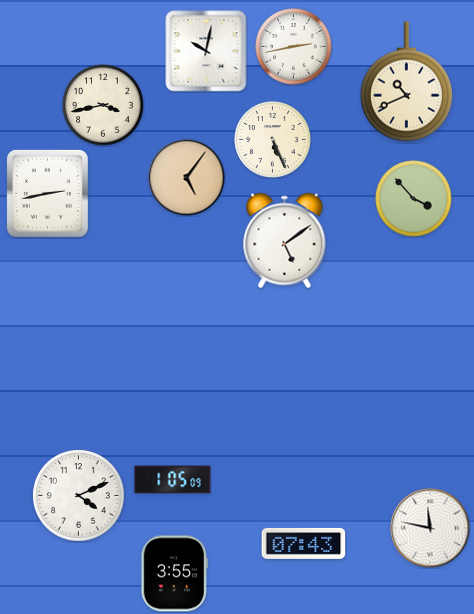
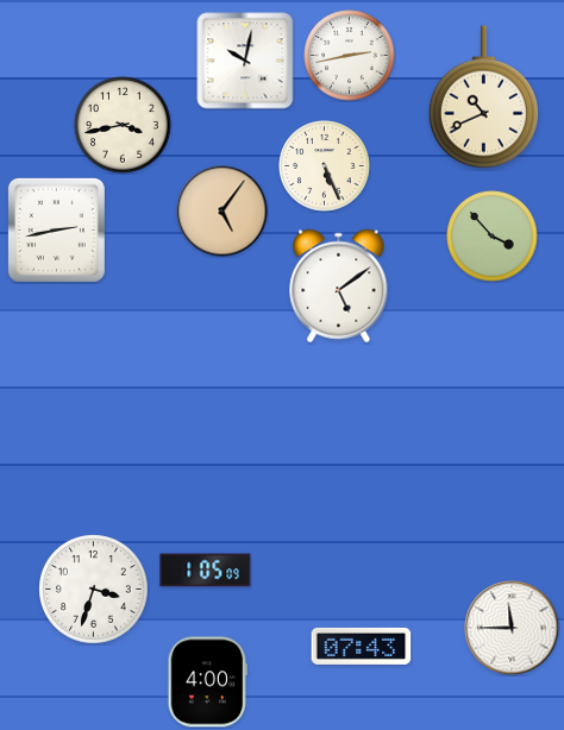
clock at (79, 496): 4:11 -> 3:33
clock at (430, 528): 11:47 -> 11:45
clock at (174, 574): 3:55 -> 4:00
